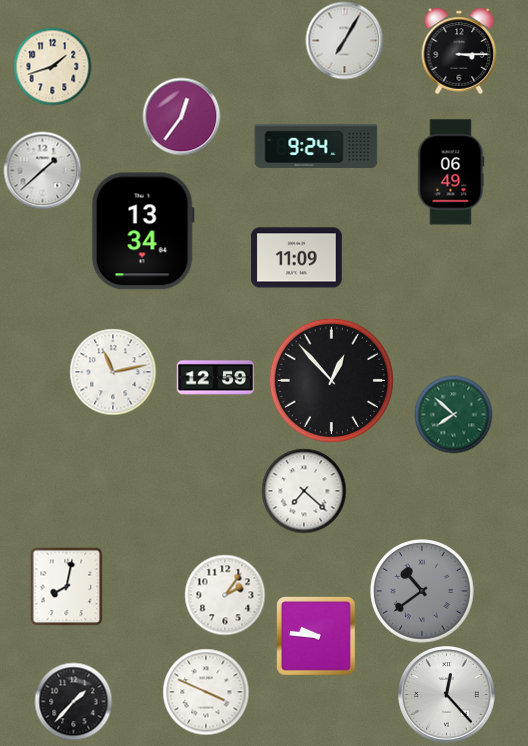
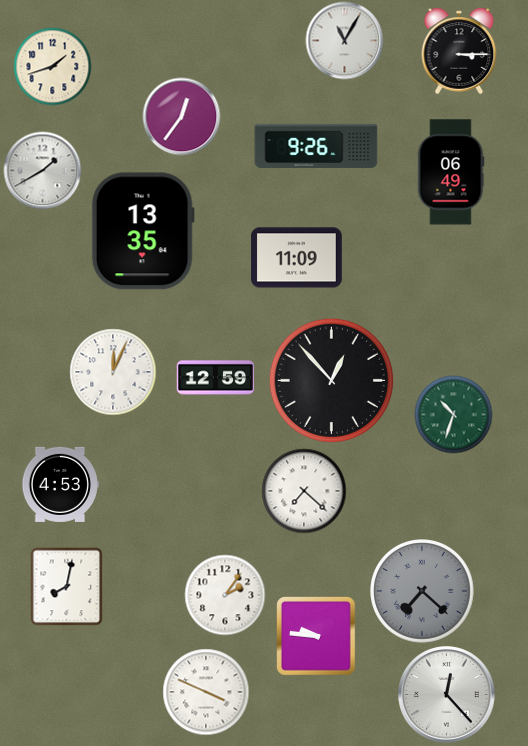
clock at (344, 40): 7:05 -> 11:05
clock at (316, 146): 9:24 -> 9:26
clock at (42, 170): 1:38 -> 1:40
clock at (143, 231): 13:34 -> 13:35
clock at (113, 372): 11:13 -> 12:04
clock at (453, 414): 7:52 -> 10:33
clock at (60, 484): none -> 4:53
clock at (422, 591): 10:39 -> 7:22
clock at (73, 701): 1:37 -> none
